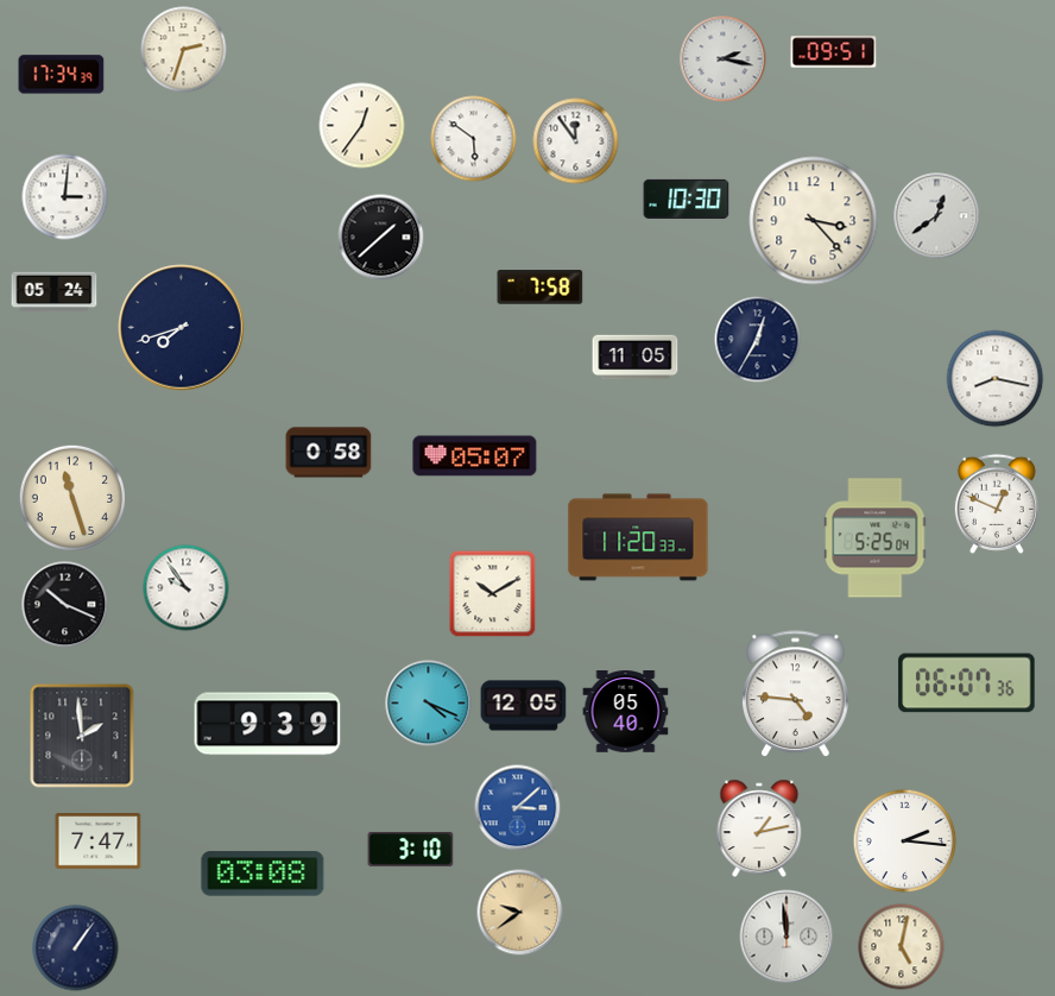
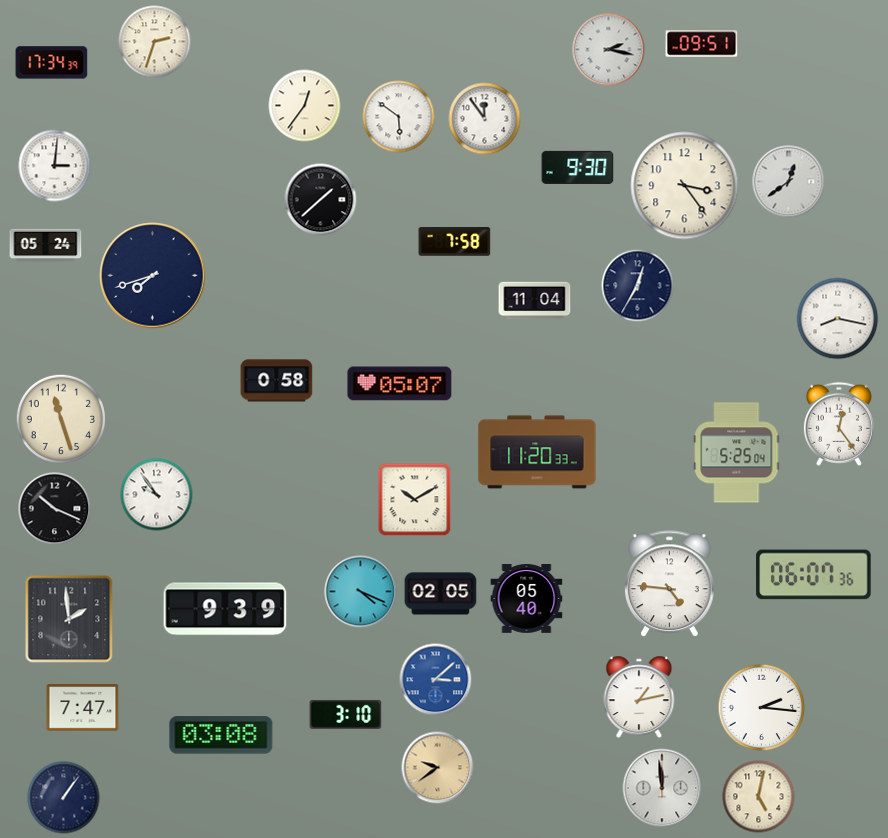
clock at (687, 198): 10:30 -> 9:30
clock at (814, 221): 3:23 -> 3:24
clock at (636, 358): 11:05 -> 11:04
clock at (997, 504): 12:49 -> 12:24
clock at (524, 706): 12:05 -> 02:05
